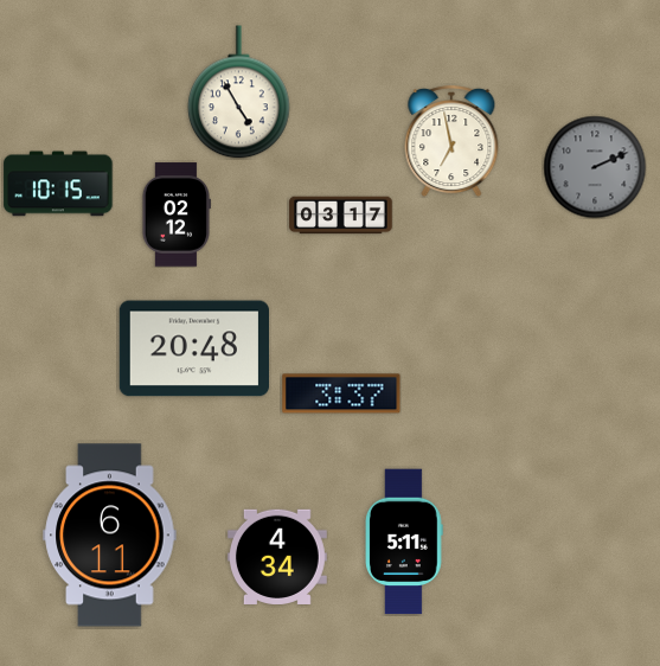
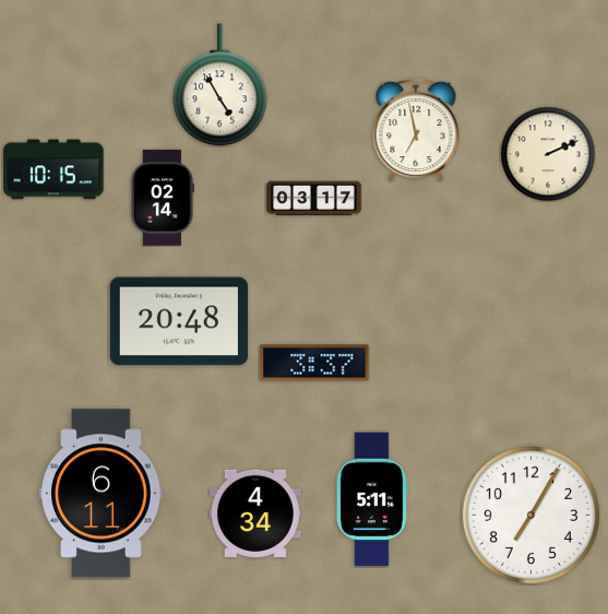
clock at (595, 167) dial: grey -> cream
clock at (175, 214): 02:12 -> 02:14
clock at (530, 515): none -> 7:05
